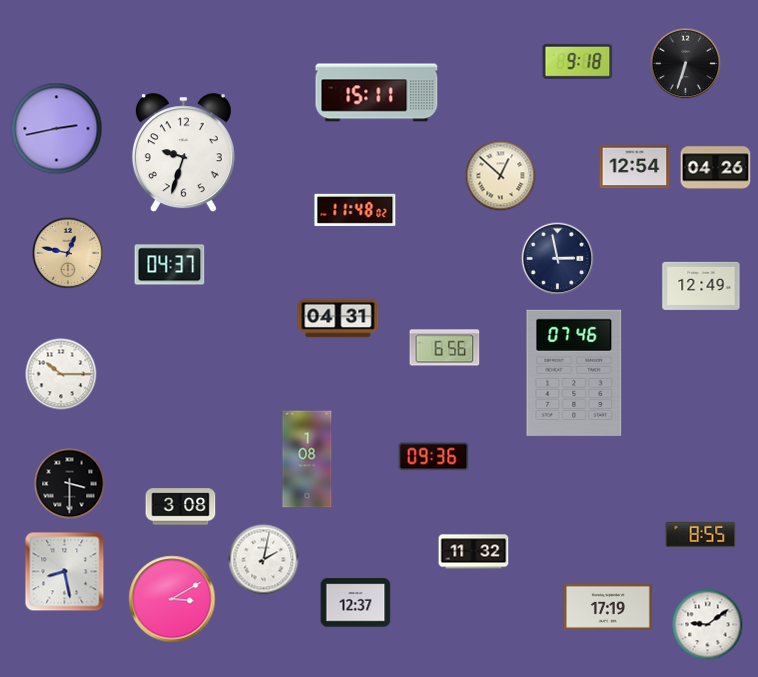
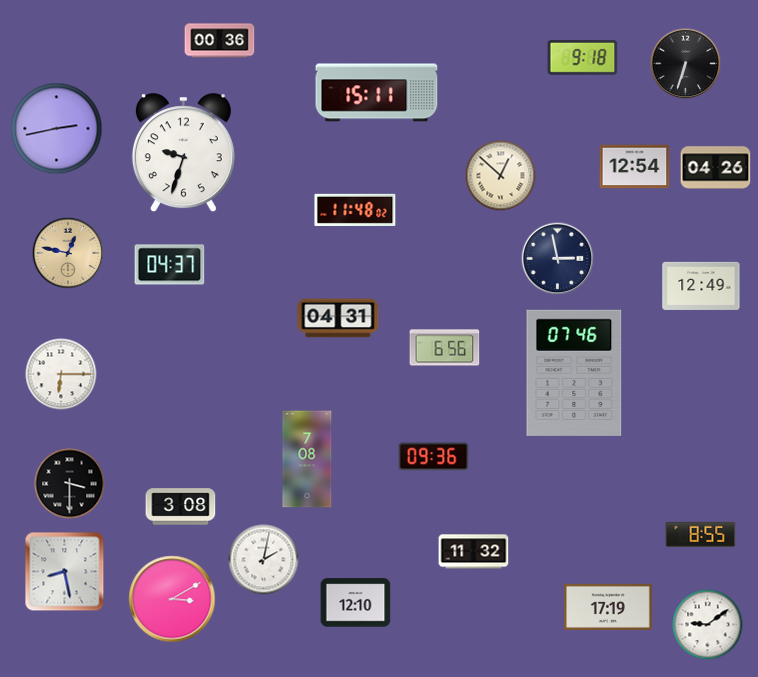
clock at (220, 41): none -> 00:36
clock at (578, 61) position: (578, 61) -> (583, 57)
clock at (61, 374): 10:15 -> 6:15
clock at (307, 459): 1:08 -> 7:08
clock at (356, 603): 12:37 -> 12:10
